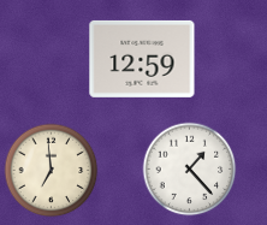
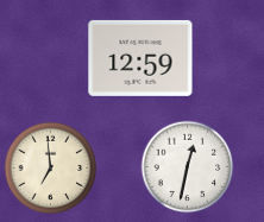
clock at (189, 168): 1:23 -> 12:32
